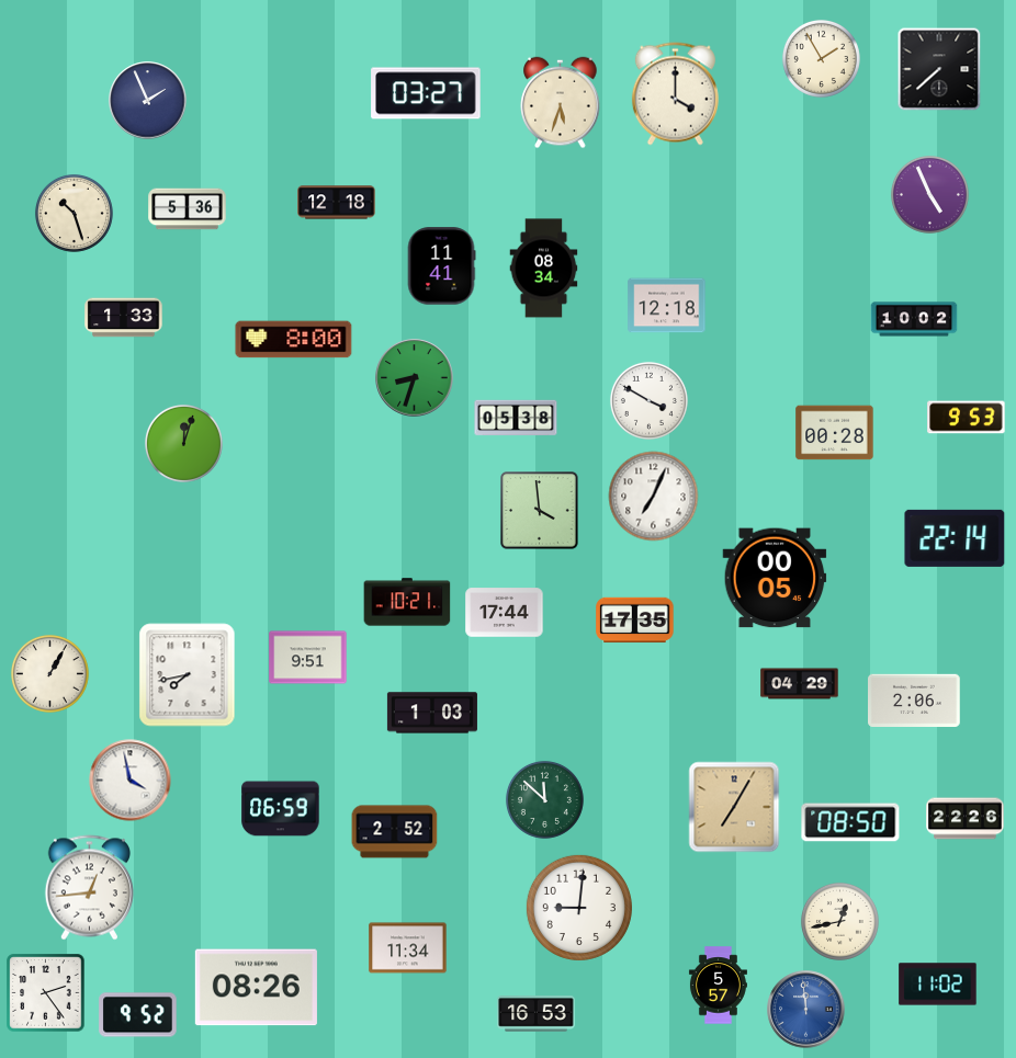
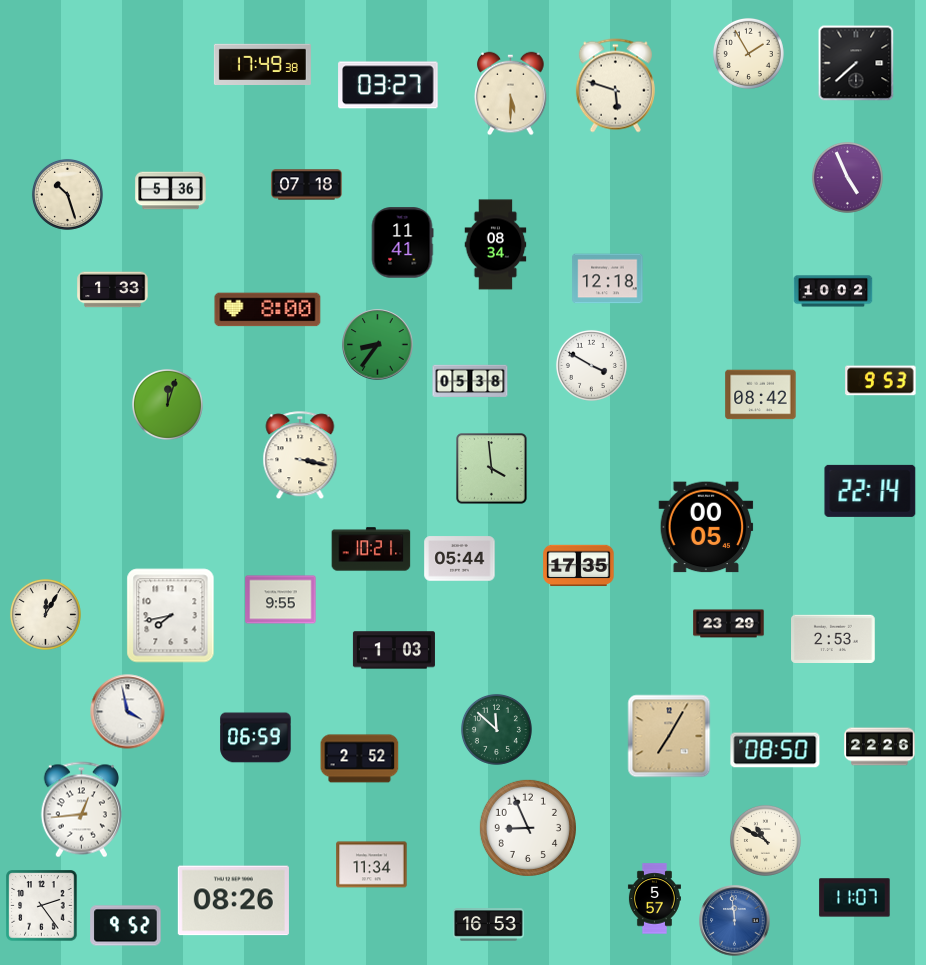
clock at (262, 64): none -> 17:49
clock at (675, 94): 4:00 -> 5:48
clock at (148, 101): 1:56 -> none
clock at (561, 103): 5:33 -> 5:30
clock at (337, 203): 12:18 -> 07:18
clock at (415, 378): 8:33 -> 8:36
clock at (835, 433): 00:28 -> 08:42
clock at (654, 497): 7:04 -> none
clock at (300, 456): none -> 3:17
clock at (540, 511) position: (540, 511) -> (492, 469)
clock at (505, 613): 17:44 -> 05:44
clock at (308, 658): 9:51 -> 9:55
clock at (49, 673): 1:05 -> 12:05
clock at (800, 684): 04:29 -> 23:29
clock at (915, 699): 2:06 -> 2:53
clock at (131, 781) position: (131, 781) -> (128, 712)
clock at (579, 908): 9:01 -> 8:56
clock at (839, 921): 12:43 -> 10:50
clock at (938, 985): 11:02 -> 11:07
